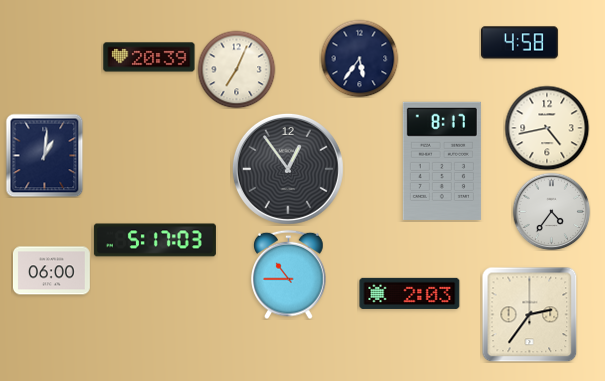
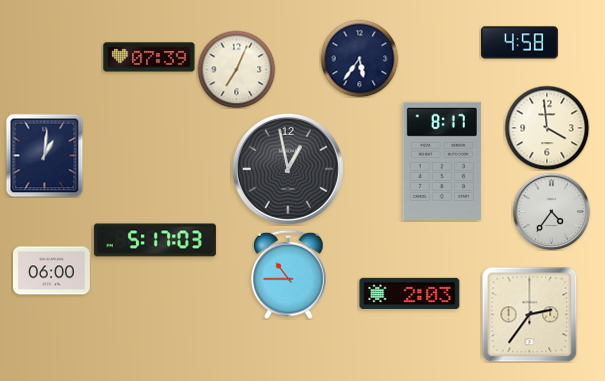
clock at (149, 57): 20:39 -> 07:39
clock at (547, 128): 4:43 -> 3:59
clock at (288, 169): 12:54 -> 12:58
